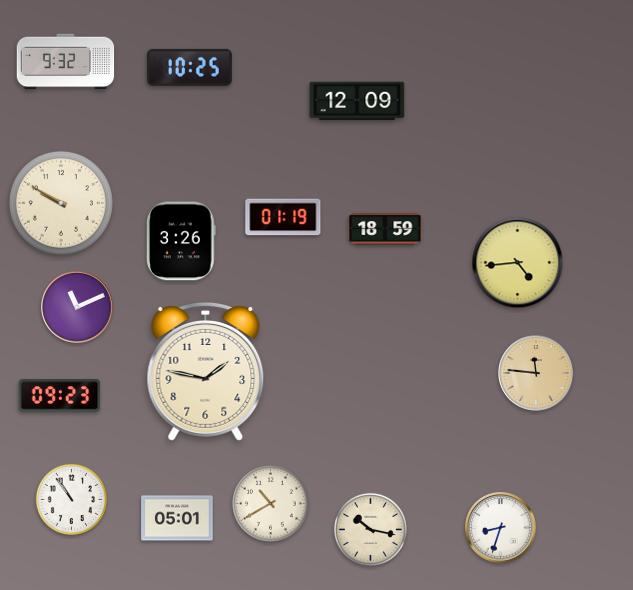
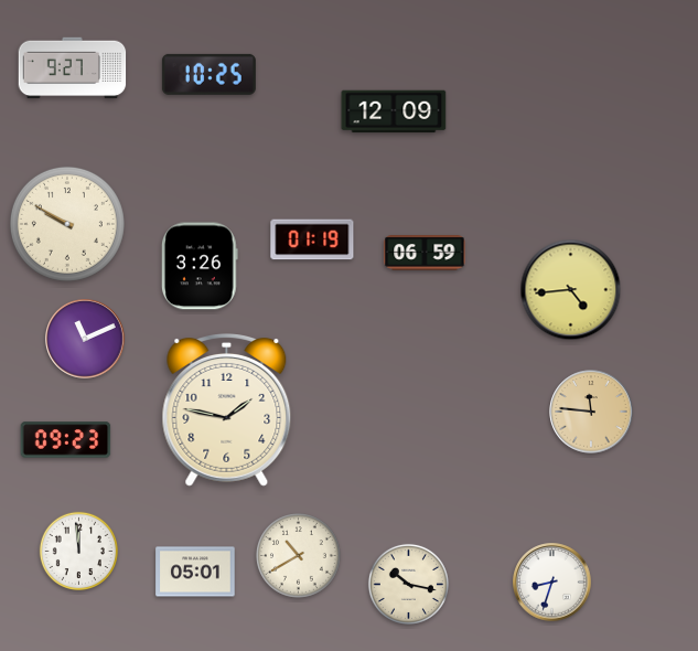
clock at (66, 62): 9:32 -> 9:27
clock at (385, 229): 18:59 -> 06:59
clock at (60, 396) position: (60, 396) -> (66, 440)
clock at (71, 499): 10:54 -> 11:59
